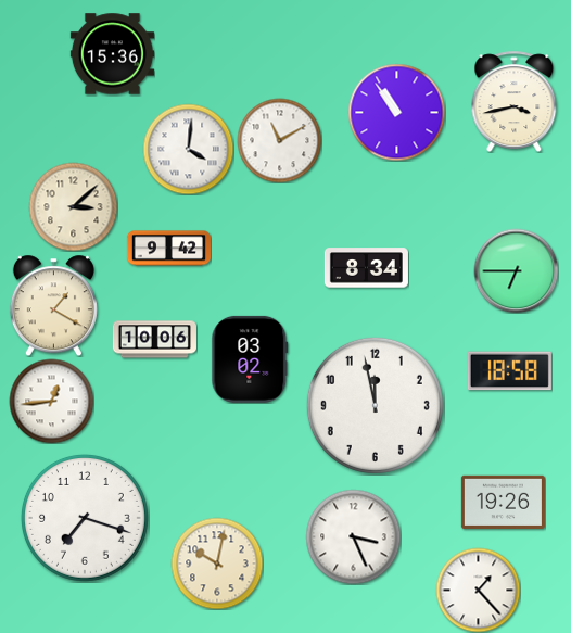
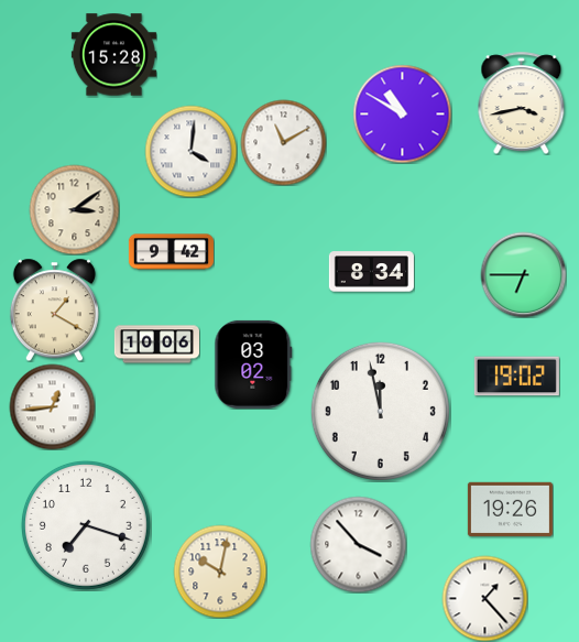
clock at (112, 54): 15:36 -> 15:28
clock at (396, 112): 10:54 -> 10:50
clock at (73, 206): 3:08 -> 3:09
clock at (509, 371): 18:58 -> 19:02
clock at (353, 536): 3:26 -> 3:53
